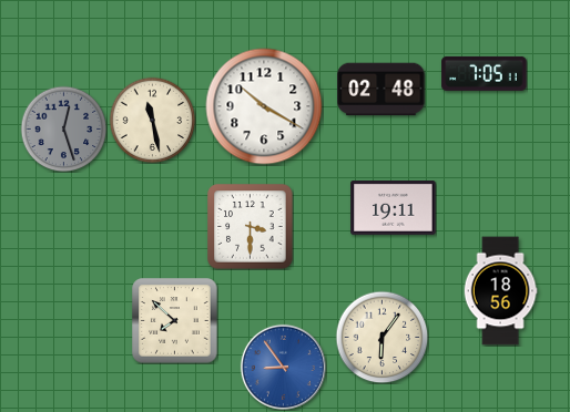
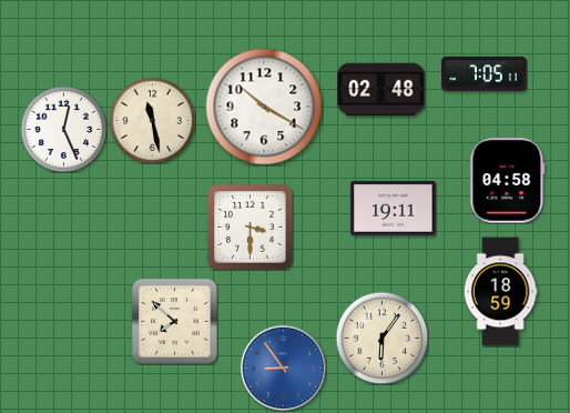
clock at (63, 128): 12:27 -> 12:26
clock at (63, 128) dial: grey -> white
clock at (508, 181): none -> 04:58
clock at (500, 291): 18:56 -> 18:59
